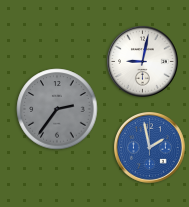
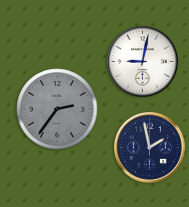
clock at (150, 148) dial: blue -> navy
